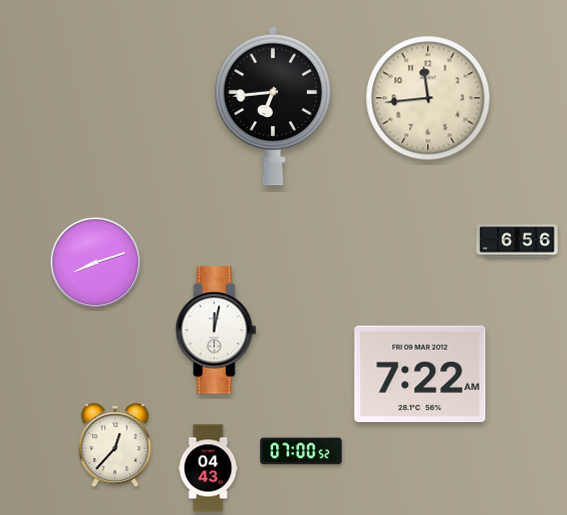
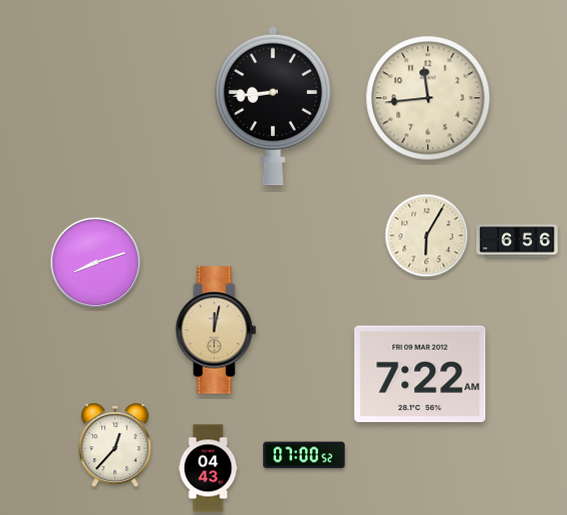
clock at (272, 106): 6:44 -> 8:44
clock at (427, 236): none -> 6:05
clock at (216, 330) dial: white -> champagne
clock at (301, 451) position: (301, 451) -> (304, 455)
